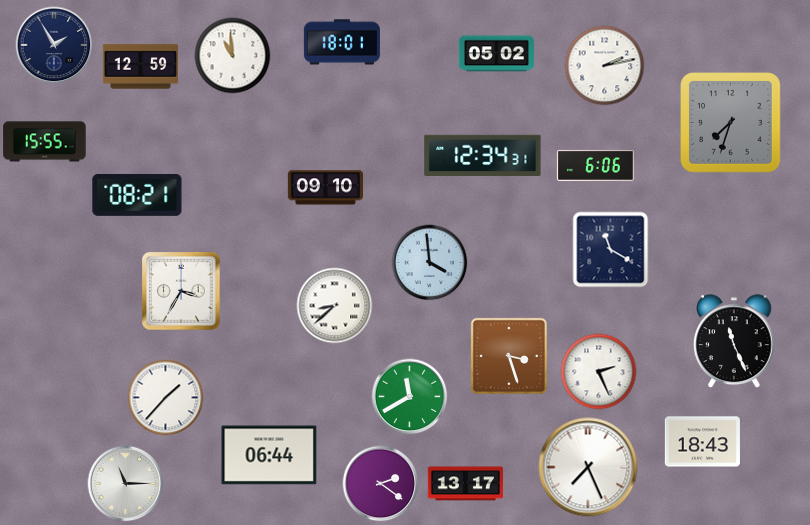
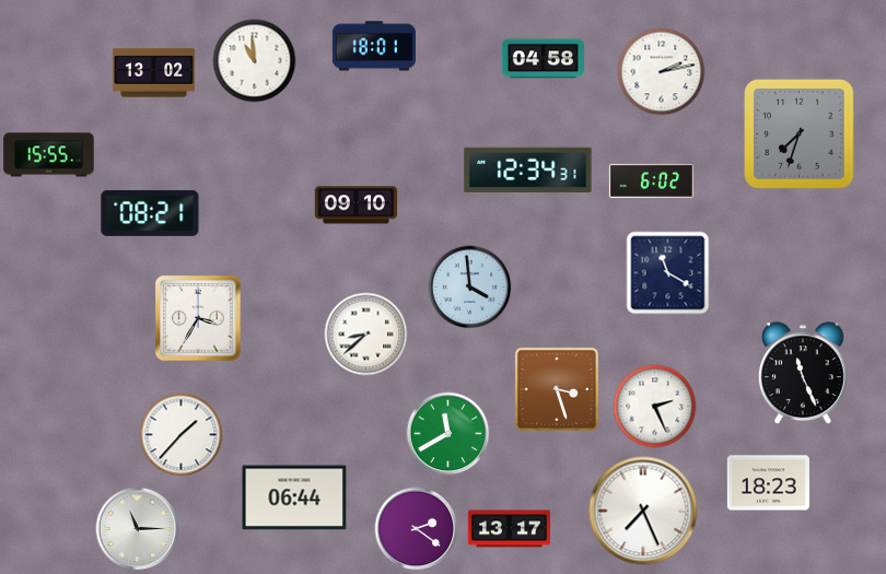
clock at (54, 45): 1:55 -> none
clock at (496, 54): 05:02 -> 04:58
clock at (140, 67): 12:59 -> 13:02
clock at (595, 165): 6:06 -> 6:02
clock at (702, 442): 18:43 -> 18:23
